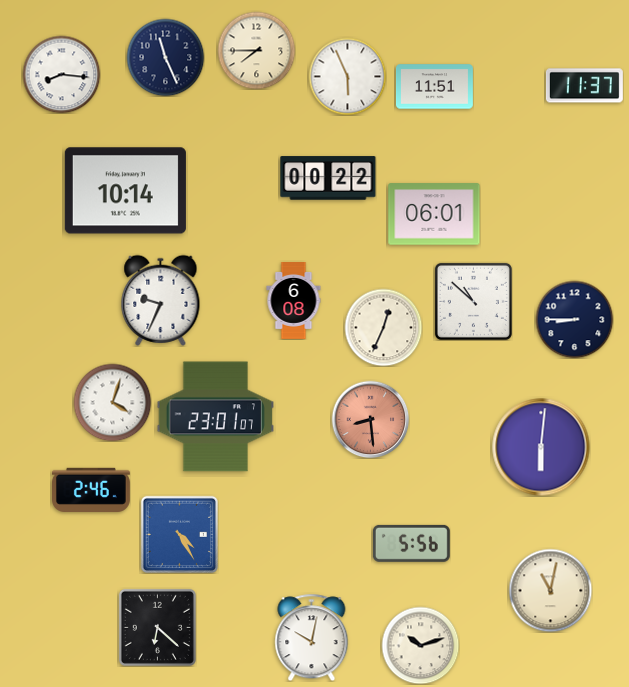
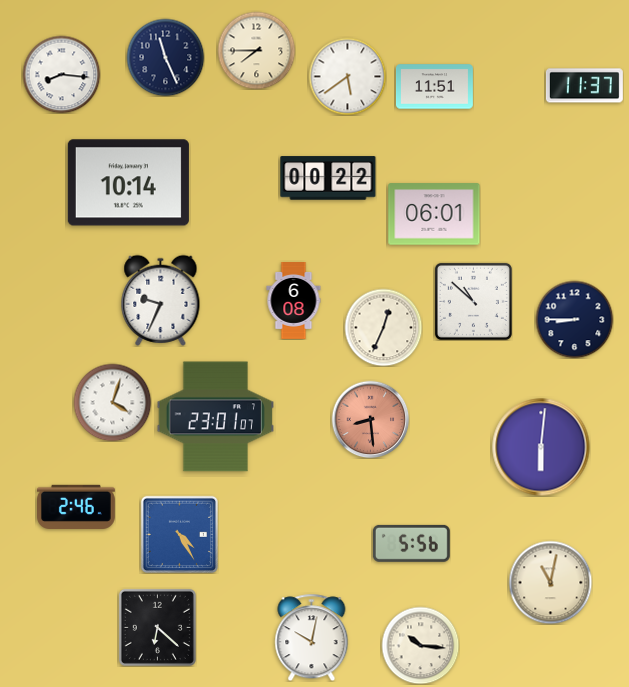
clock at (347, 76): 5:56 -> 5:39
clock at (125, 191) position: (125, 191) -> (128, 183)
clock at (92, 489) position: (92, 489) -> (77, 506)
clock at (550, 590) position: (550, 590) -> (550, 582)
clock at (420, 645): 10:12 -> 10:16
